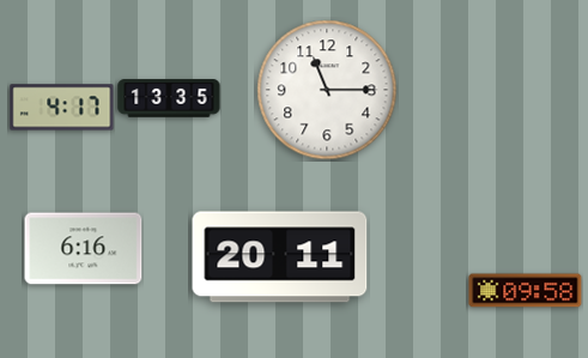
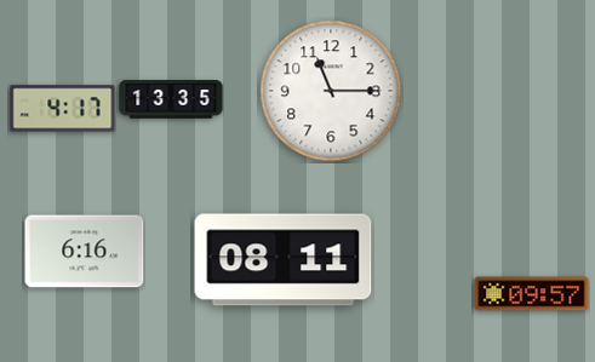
clock at (280, 257): 20:11 -> 08:11
clock at (526, 291): 09:58 -> 09:57
